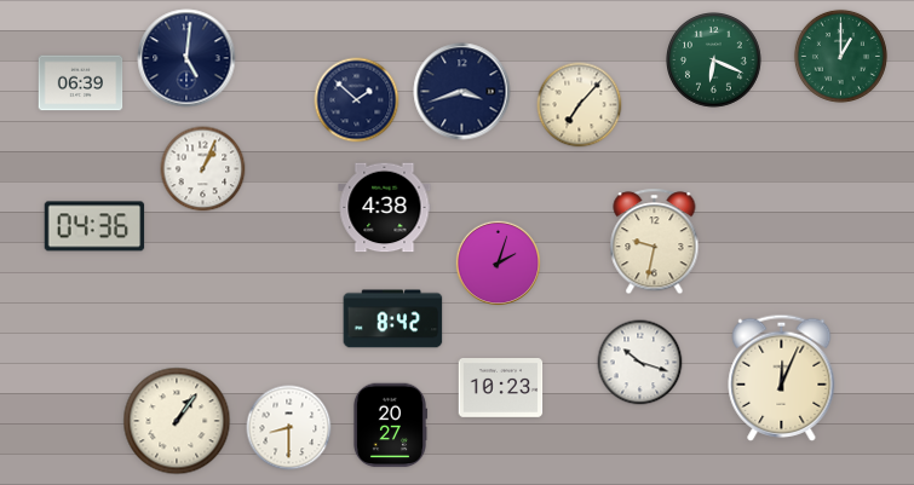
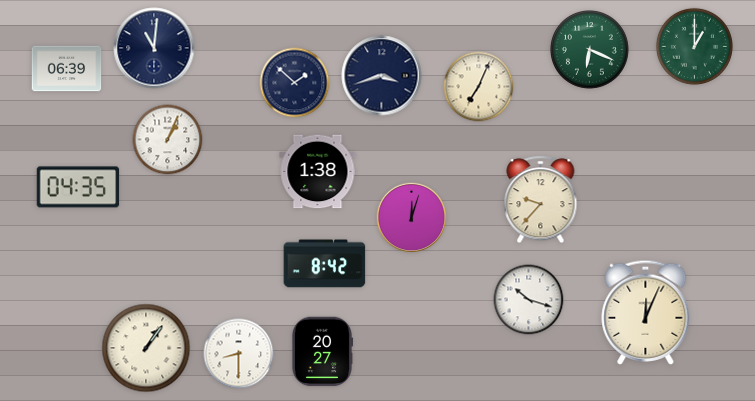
clock at (186, 58): 5:01 -> 11:01
clock at (580, 105): 7:07 -> 7:04
clock at (385, 208): 4:38 -> 1:38
clock at (94, 226): 04:36 -> 04:35
clock at (655, 242): 9:32 -> 9:37
clock at (499, 264): 2:03 -> 12:03
clock at (501, 388): 10:23 -> none
